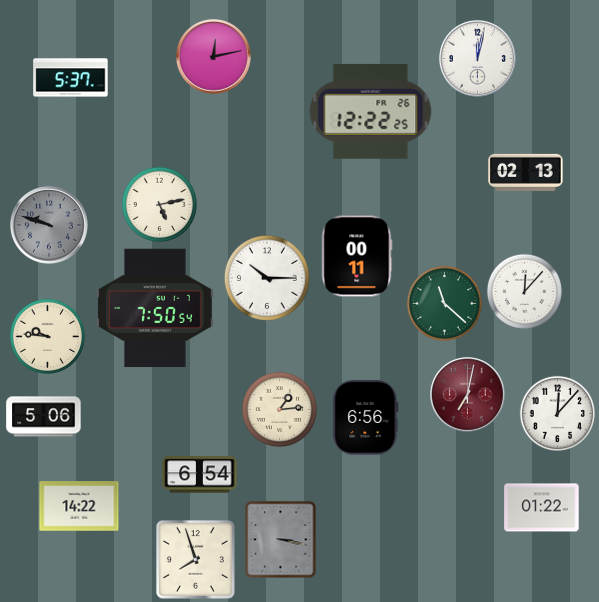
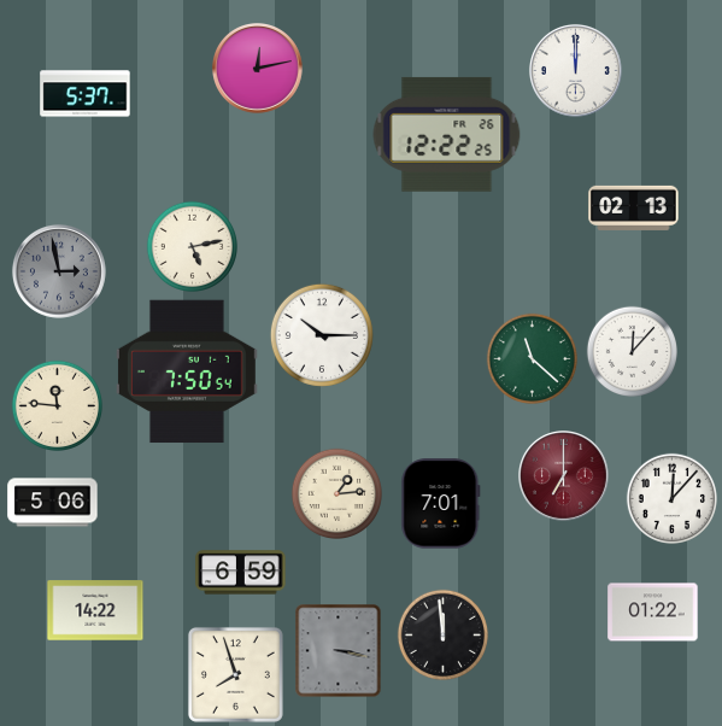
clock at (477, 58): 12:02 -> 12:00
clock at (49, 225): 9:48 -> 2:58
clock at (357, 256): 00:11 -> none
clock at (444, 303) position: (444, 303) -> (532, 358)
clock at (47, 336): 9:46 -> 11:46
clock at (468, 395): 7:02 -> 7:00
clock at (366, 418): 6:56 -> 7:01
clock at (200, 475): 6:54 -> 6:59
clock at (442, 634): none -> 11:59
